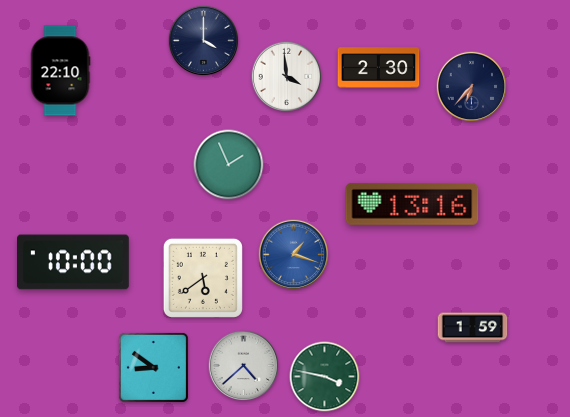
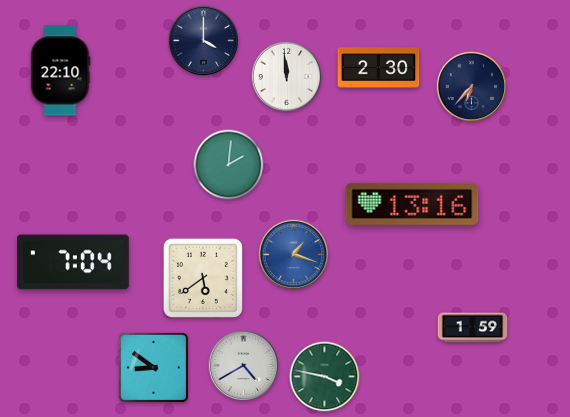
clock at (287, 77): 3:59 -> 11:59
clock at (229, 165): 1:56 -> 2:01
clock at (74, 262): 10:00 -> 7:04
clock at (244, 366): 4:38 -> 4:40
